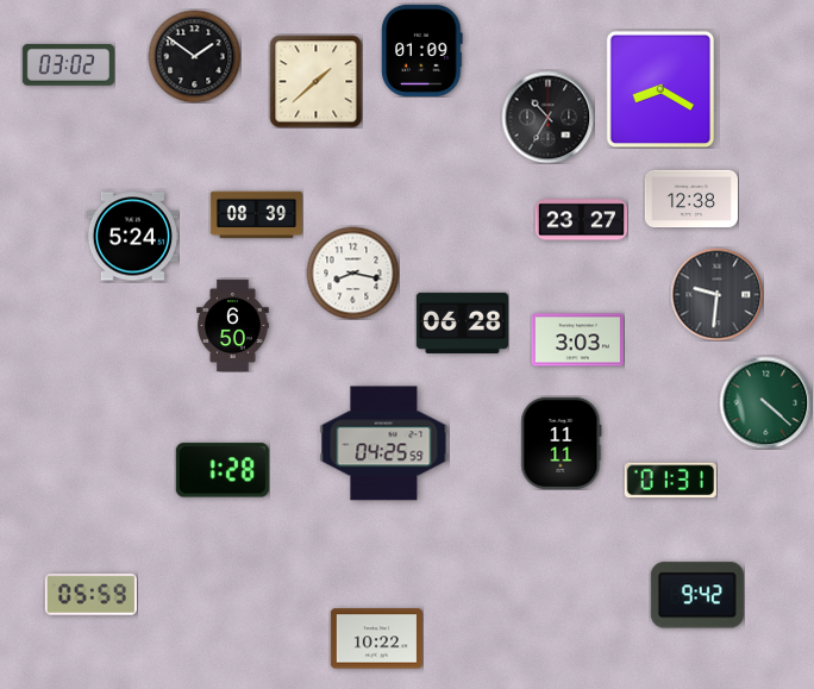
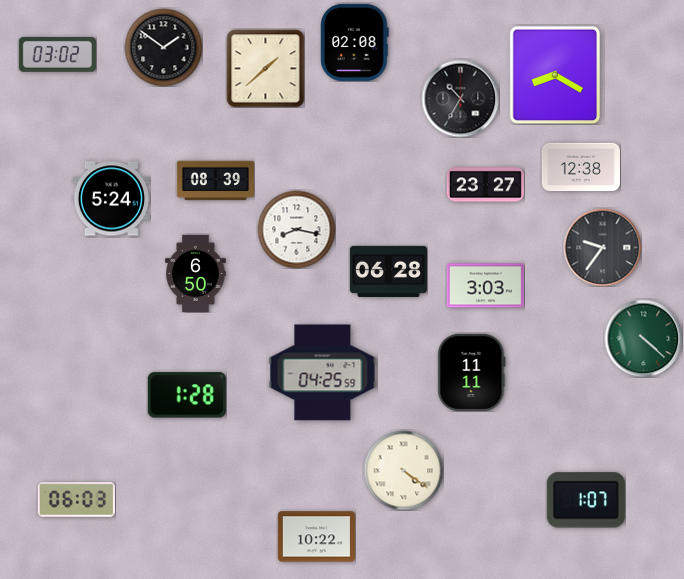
clock at (422, 50): 01:09 -> 02:08
clock at (581, 220) position: (581, 220) -> (485, 185)
clock at (716, 294): 9:31 -> 9:36
clock at (670, 481): 01:31 -> none
clock at (403, 470): none -> 4:21
clock at (90, 595): 05:59 -> 06:03
clock at (697, 595): 9:42 -> 1:07
